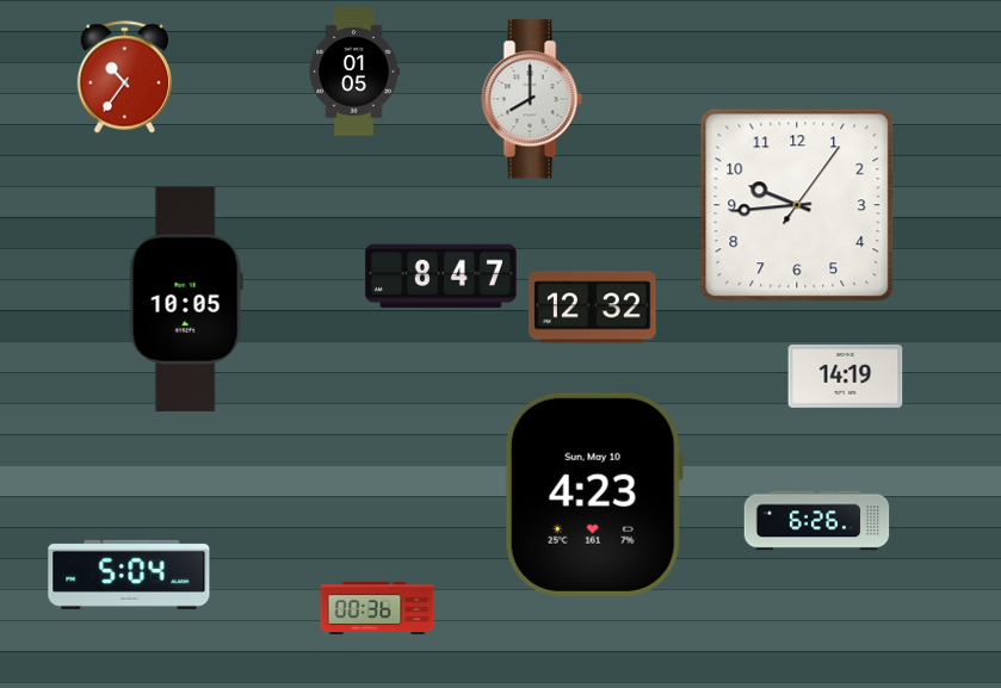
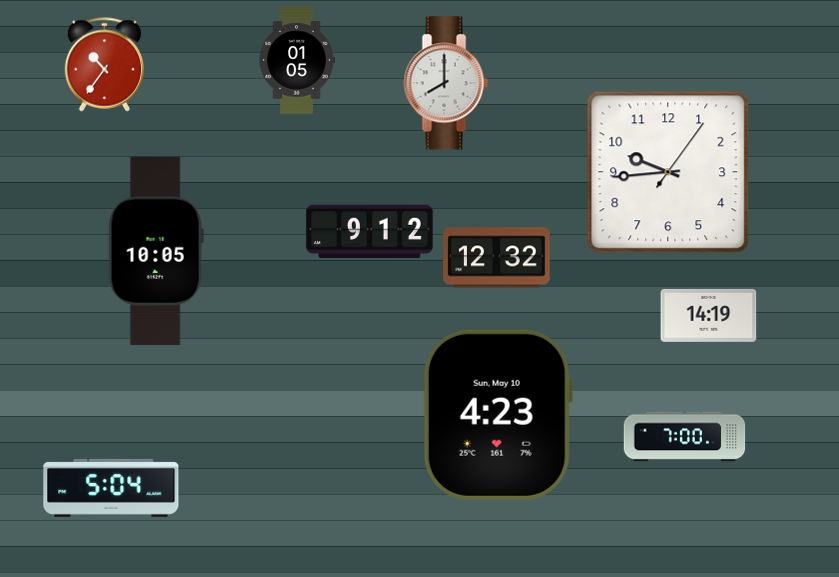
clock at (440, 277): 8:47 -> 9:12
clock at (817, 521): 6:26 -> 7:00
clock at (129, 575) position: (129, 575) -> (111, 488)
clock at (377, 607): 00:36 -> none
